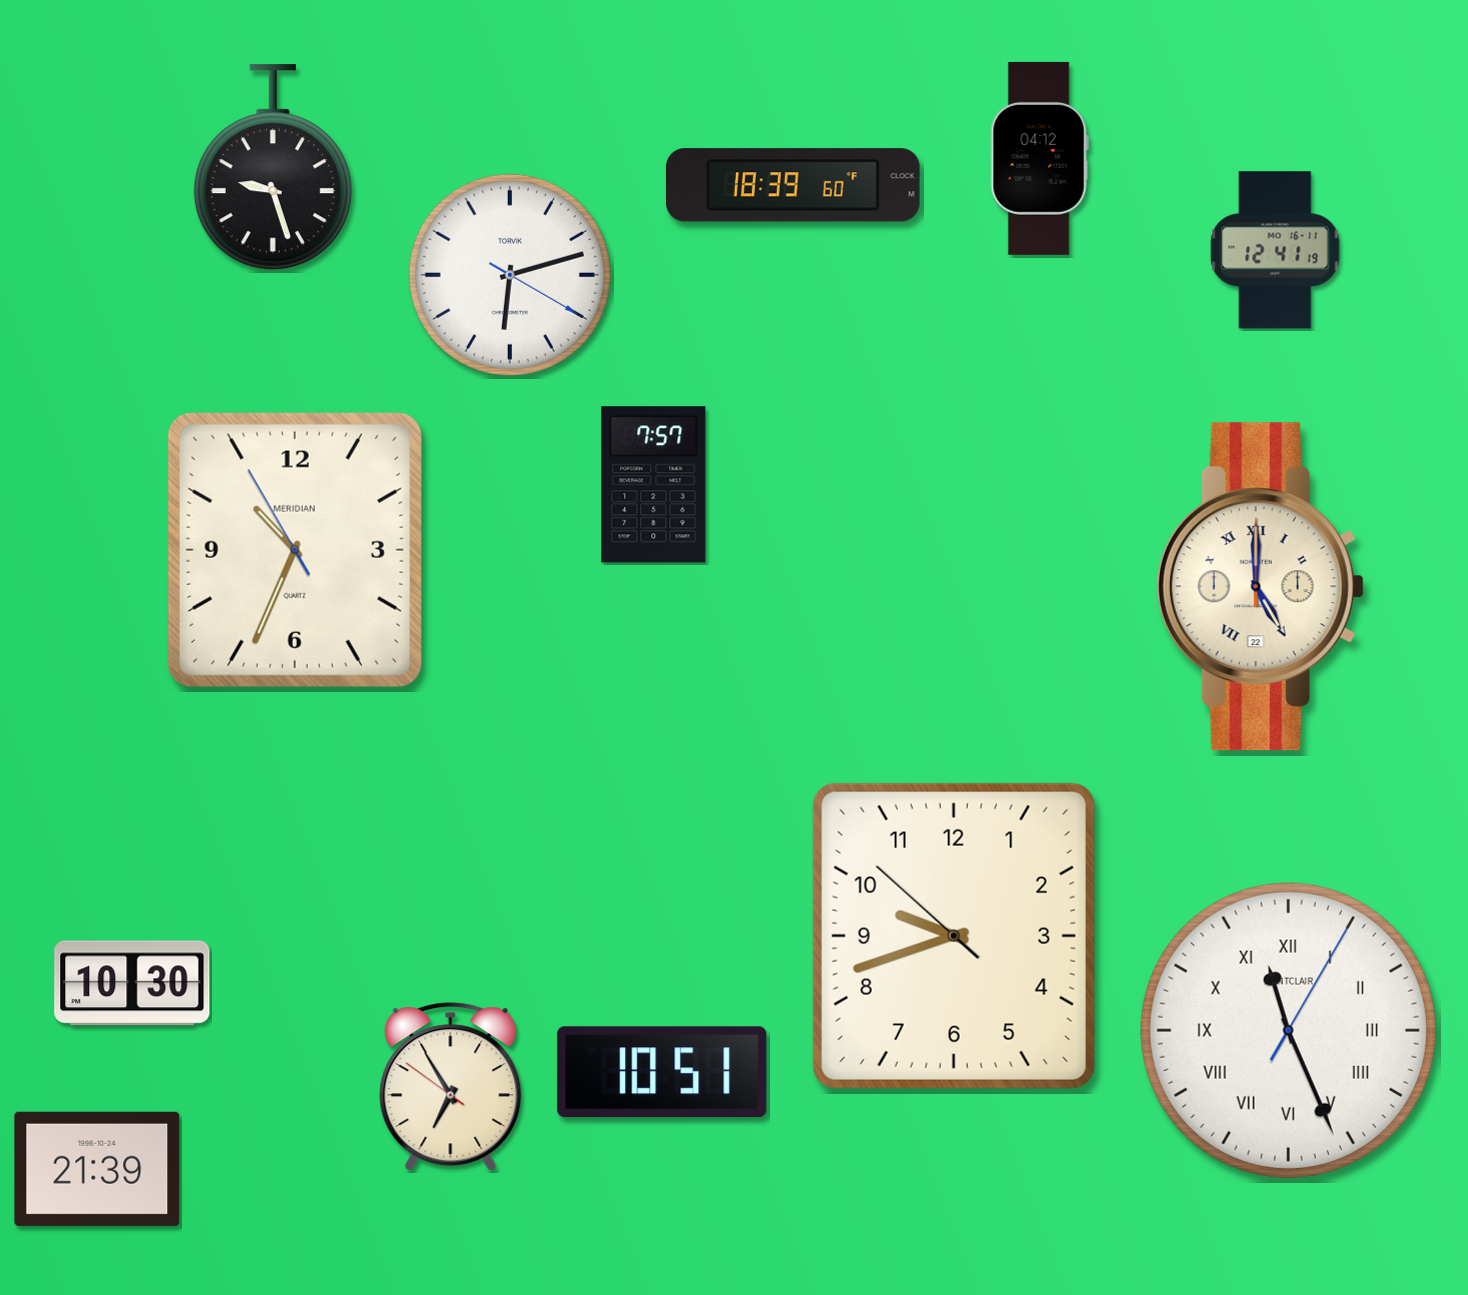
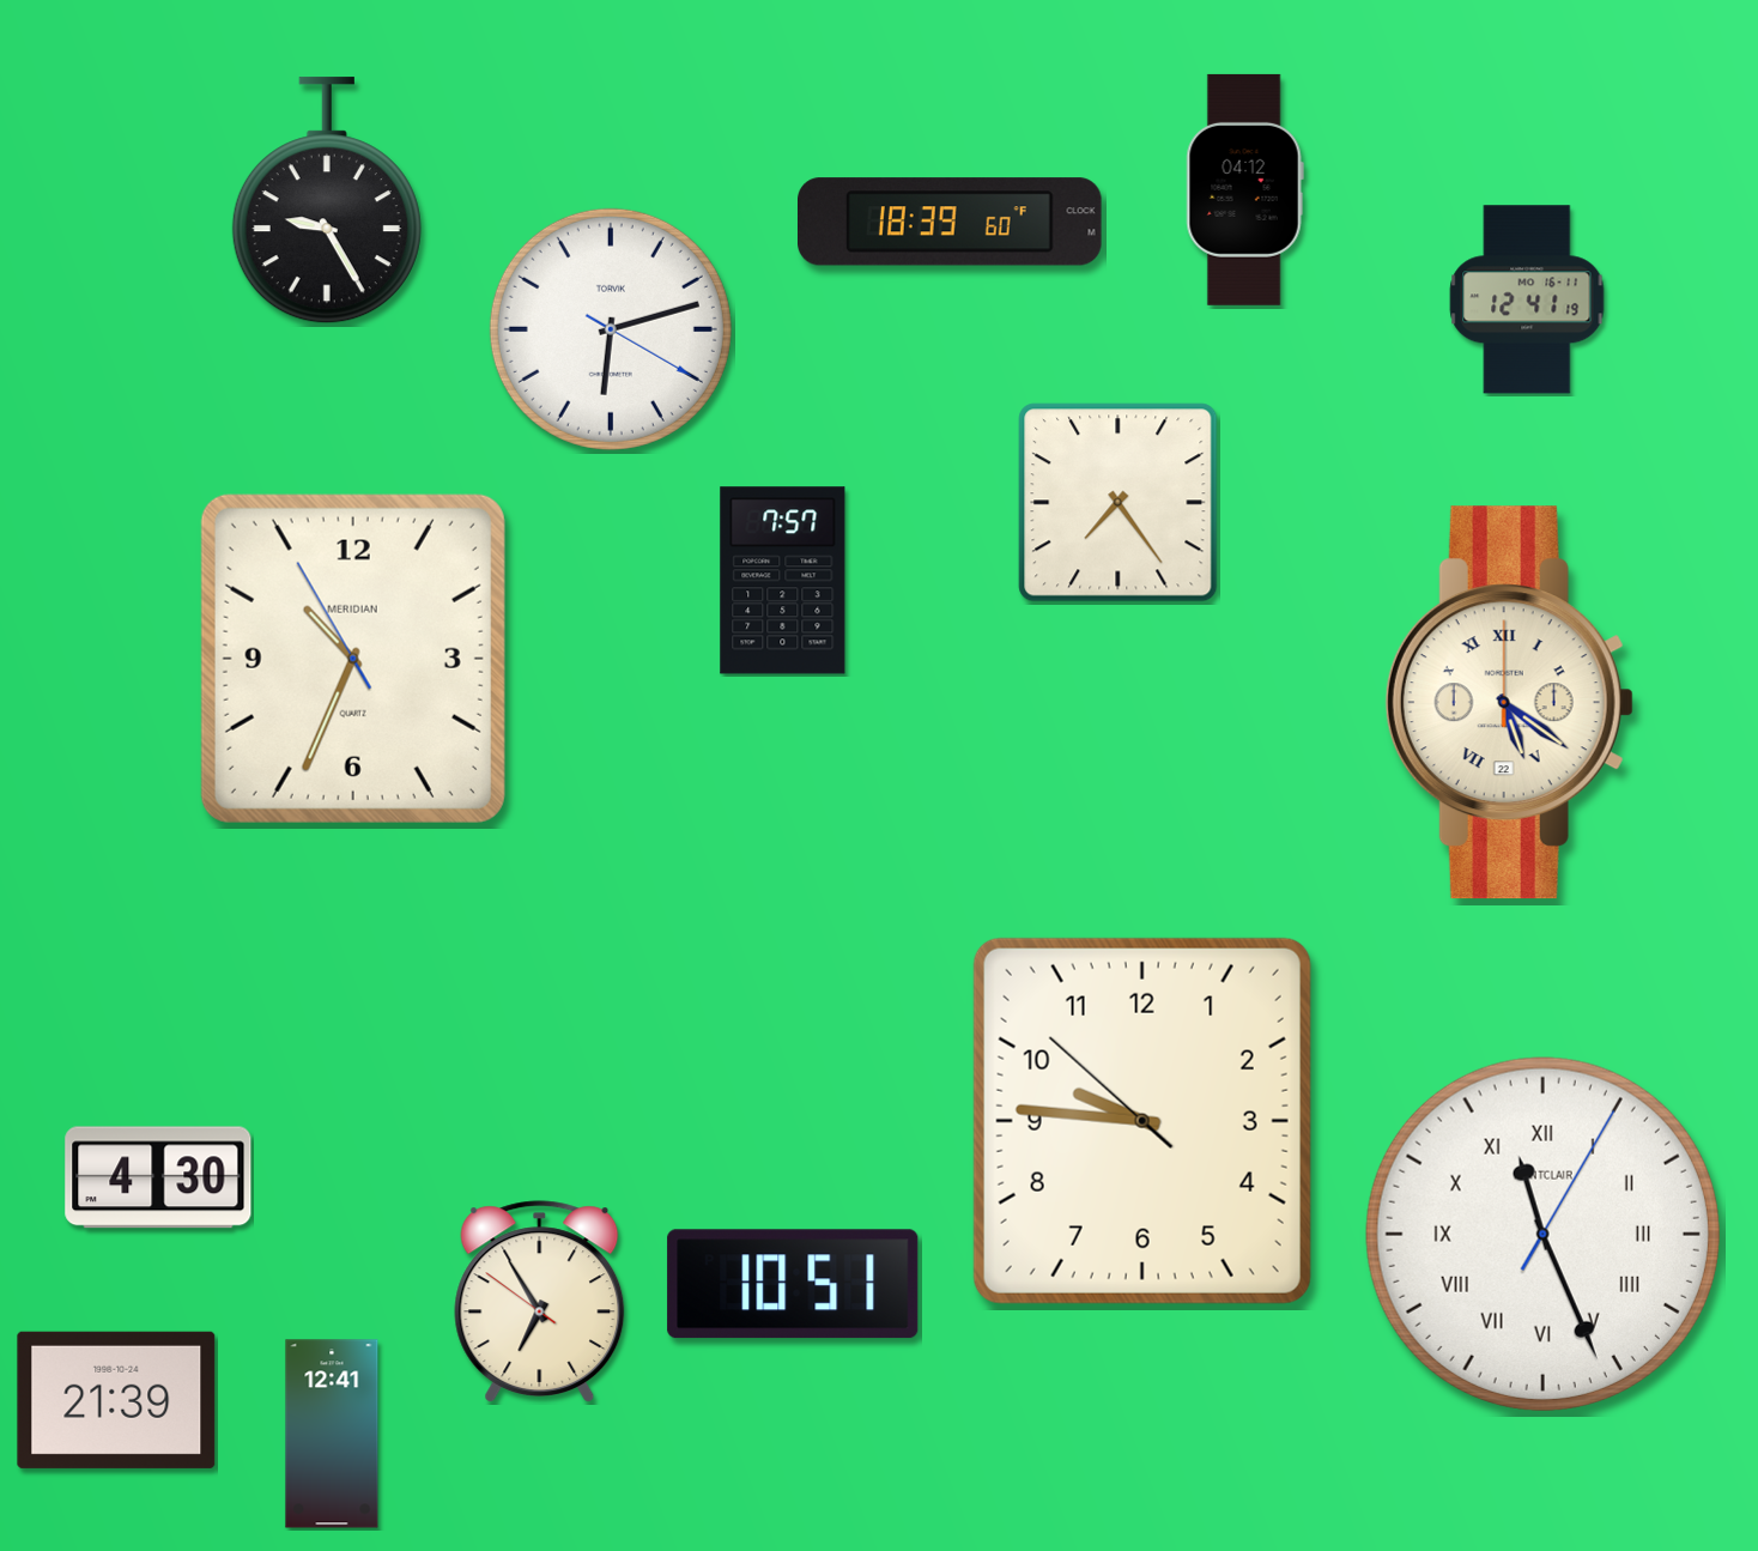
clock at (273, 168): 9:27 -> 9:25
clock at (1119, 503): none -> 7:24
clock at (1260, 587): 5:00 -> 5:21
clock at (954, 936): 9:41 -> 9:45
clock at (132, 983): 10:30 -> 4:30
clock at (332, 1434): none -> 12:41
